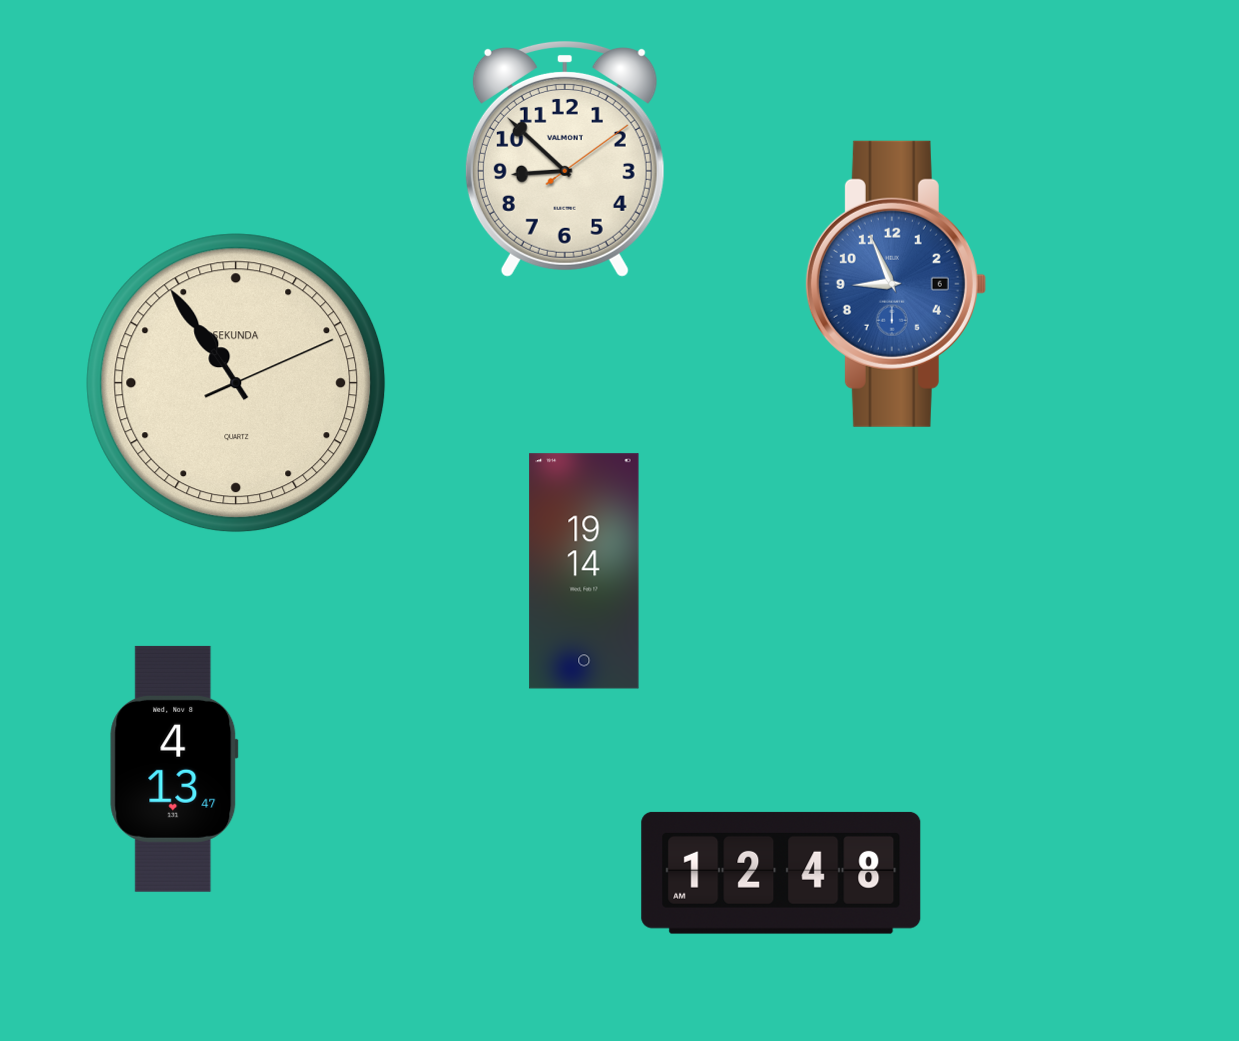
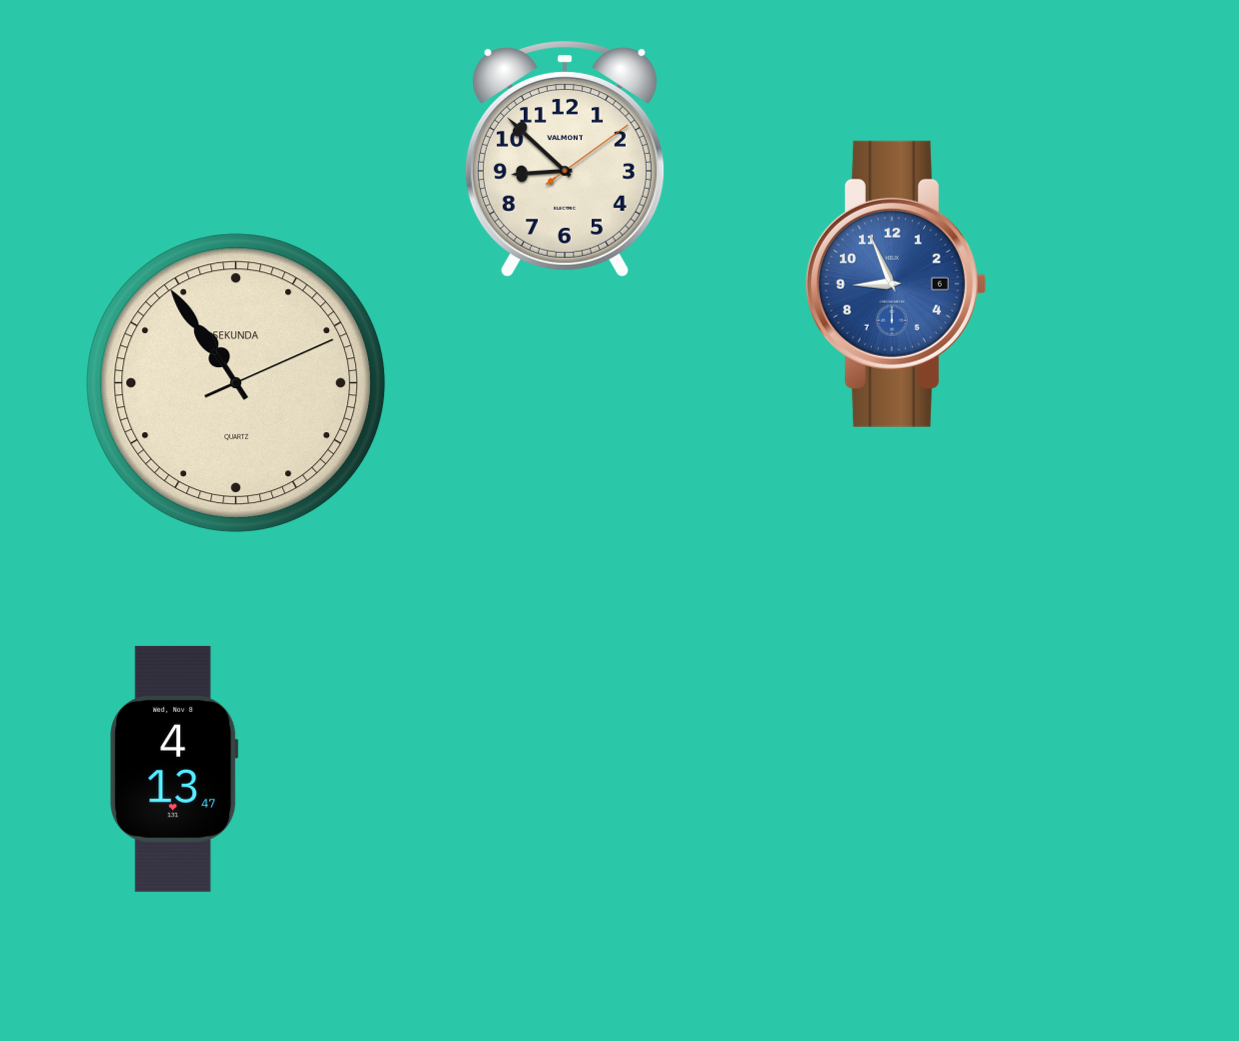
clock at (584, 571): 19:14 -> none
clock at (781, 873): 12:48 -> none
